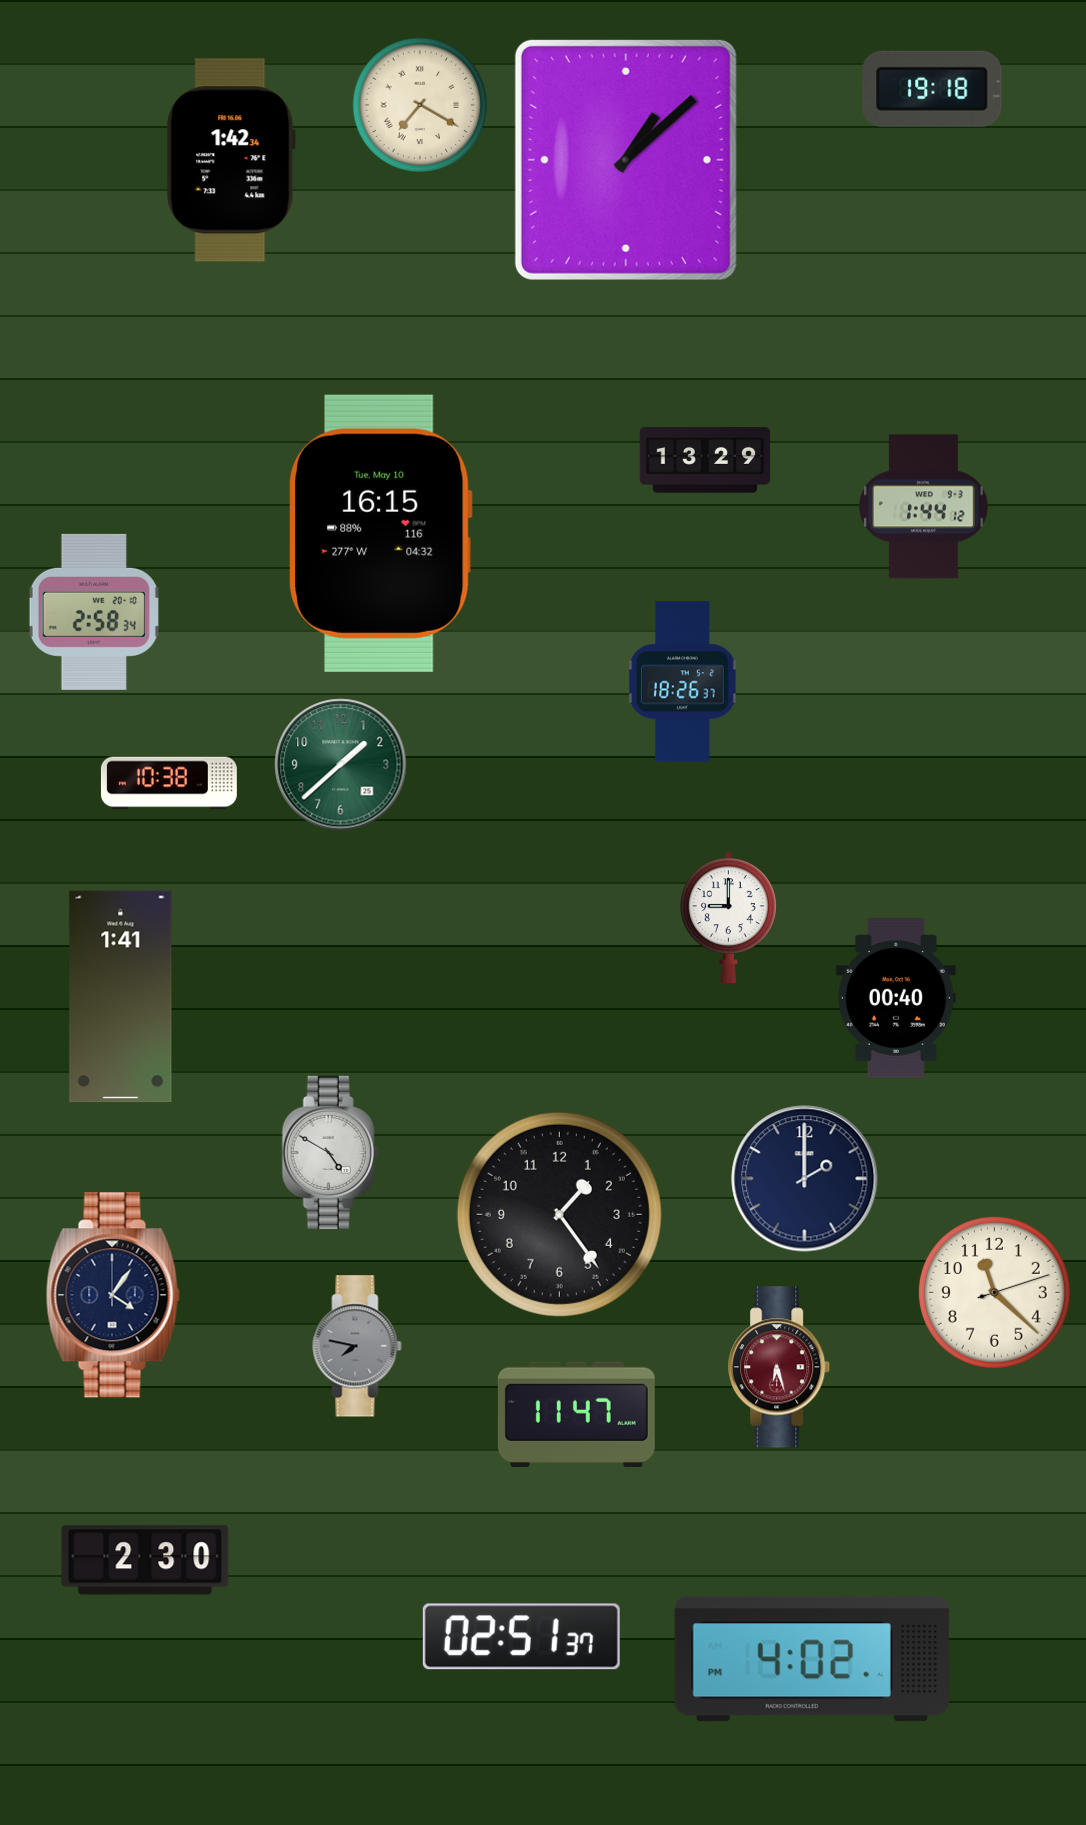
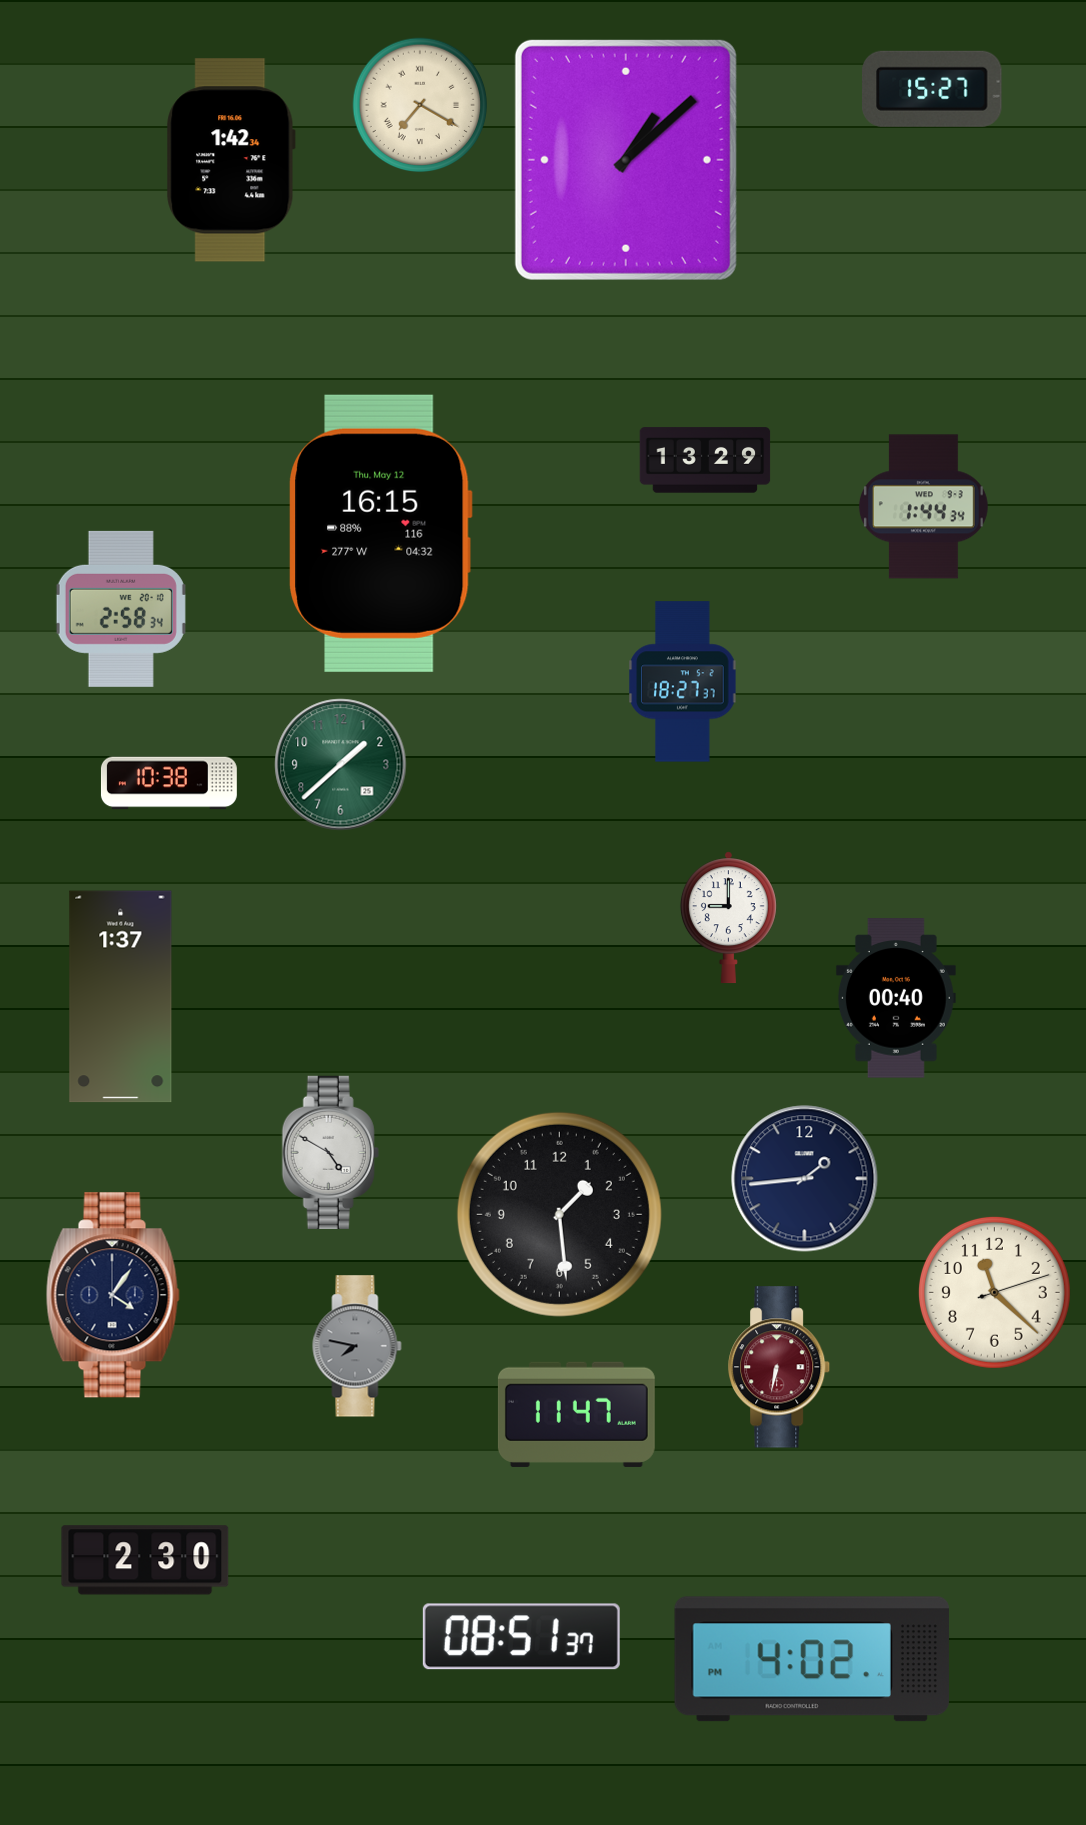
clock at (932, 89): 19:18 -> 15:27
clock at (923, 507): 1:44:12 -> 1:44:34
clock at (380, 533) date: Tue, May 10 -> Thu, May 12
clock at (94, 612) position: (94, 612) -> (121, 609)
clock at (683, 682): 18:26 -> 18:27
clock at (121, 997): 1:41 -> 1:37
clock at (805, 1179): 2:00 -> 1:44
clock at (559, 1214): 1:24 -> 1:29
clock at (780, 1367): 6:27 -> 6:32
clock at (521, 1637): 02:51 -> 08:51
